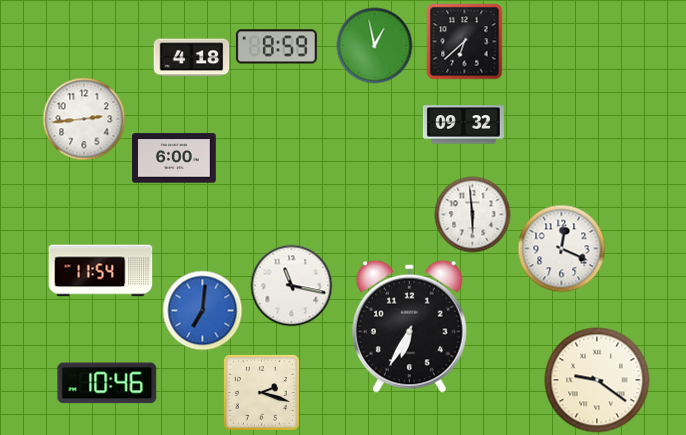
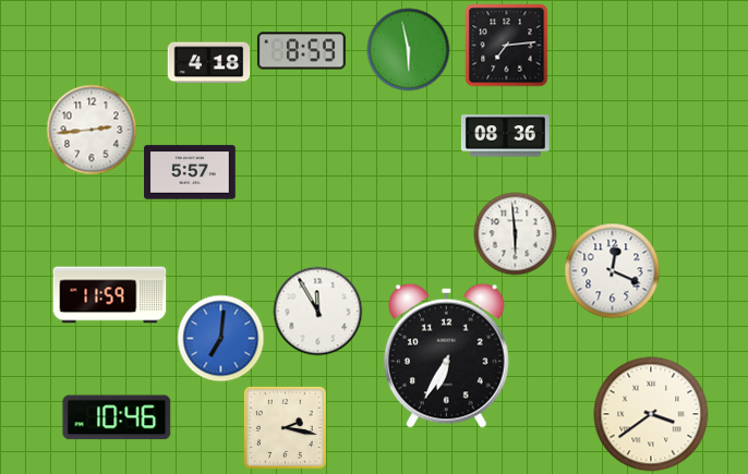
clock at (465, 42): 6:38 -> 7:14
clock at (375, 46): 12:58 -> 5:58
clock at (463, 125): 09:32 -> 08:36
clock at (174, 158): 6:00 -> 5:57
clock at (101, 271): 11:54 -> 11:59
clock at (292, 286): 11:17 -> 11:55
clock at (597, 380): 9:21 -> 3:39
clock at (261, 392): 2:18 -> 2:17
